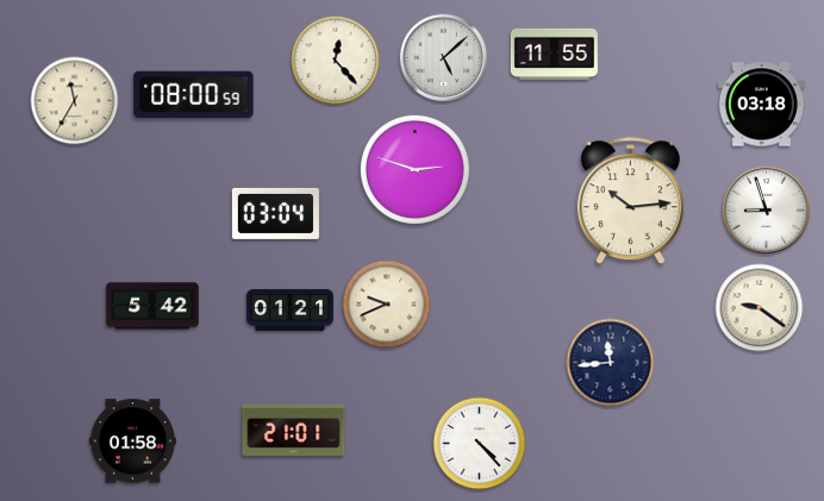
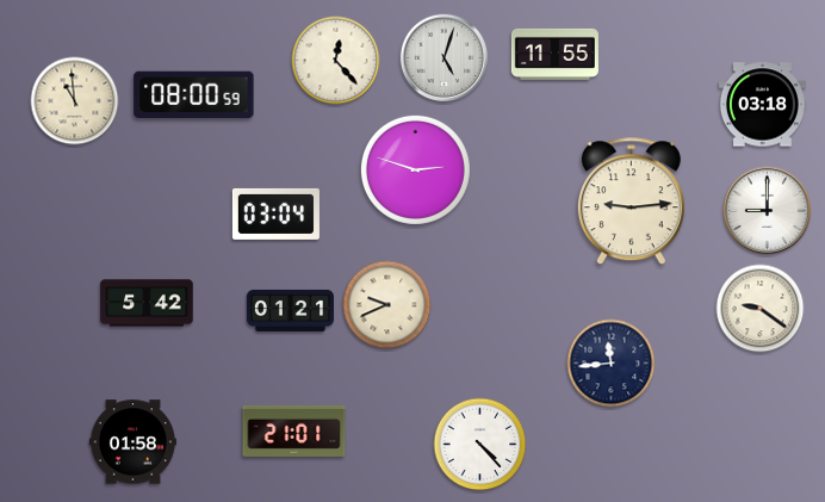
clock at (444, 58): 5:08 -> 5:03
clock at (75, 101): 11:35 -> 10:59
clock at (630, 201): 10:14 -> 9:14
clock at (767, 211): 8:57 -> 9:00
clock at (152, 306) position: (152, 306) -> (147, 303)
